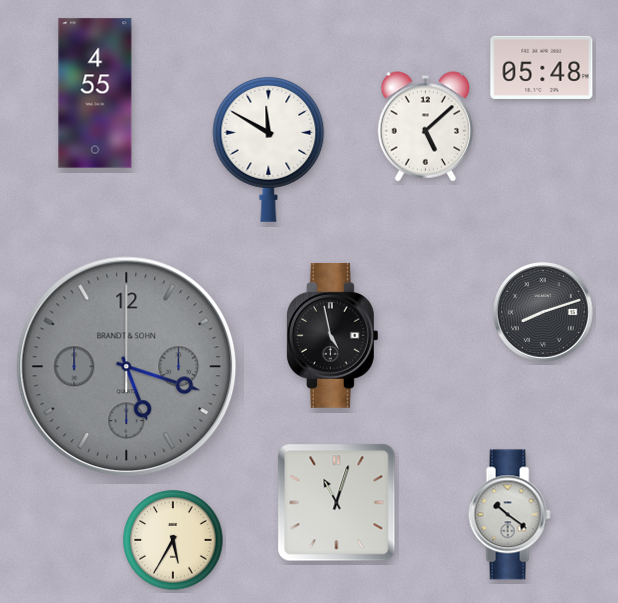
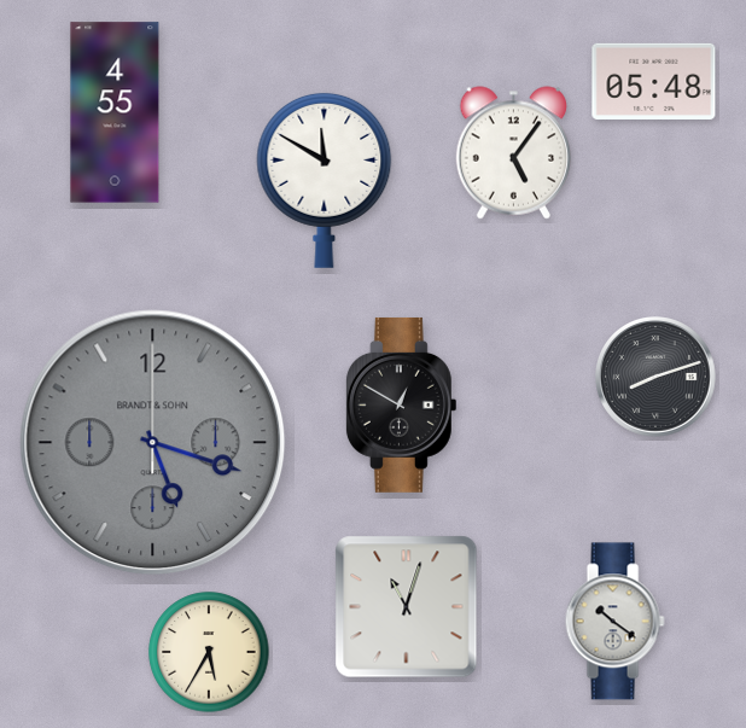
clock at (425, 127): 5:08 -> 5:06
clock at (332, 335): 4:58 -> 12:50
